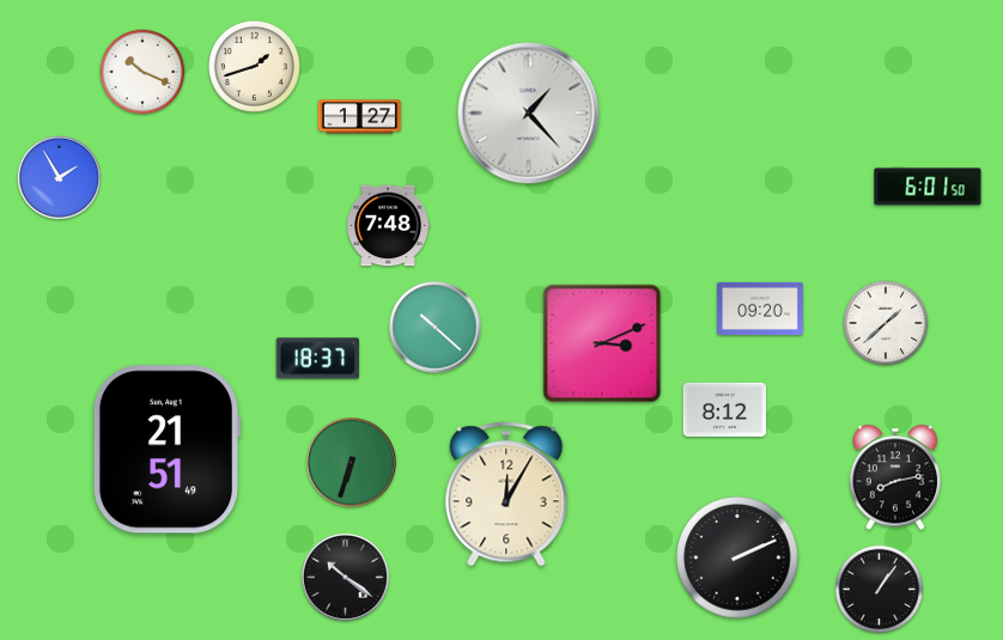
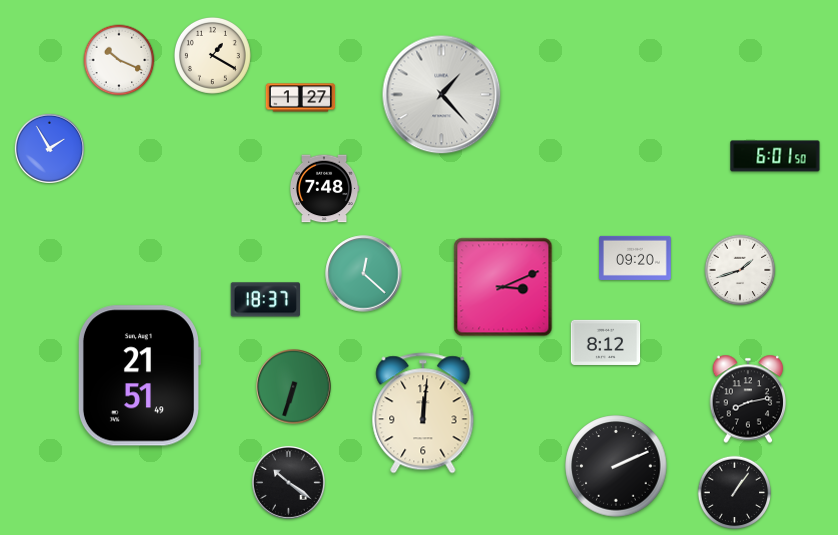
clock at (254, 66): 1:42 -> 1:20
clock at (886, 323): 1:38 -> 1:42
clock at (436, 328): 10:22 -> 12:22
clock at (506, 494): 12:05 -> 12:01
